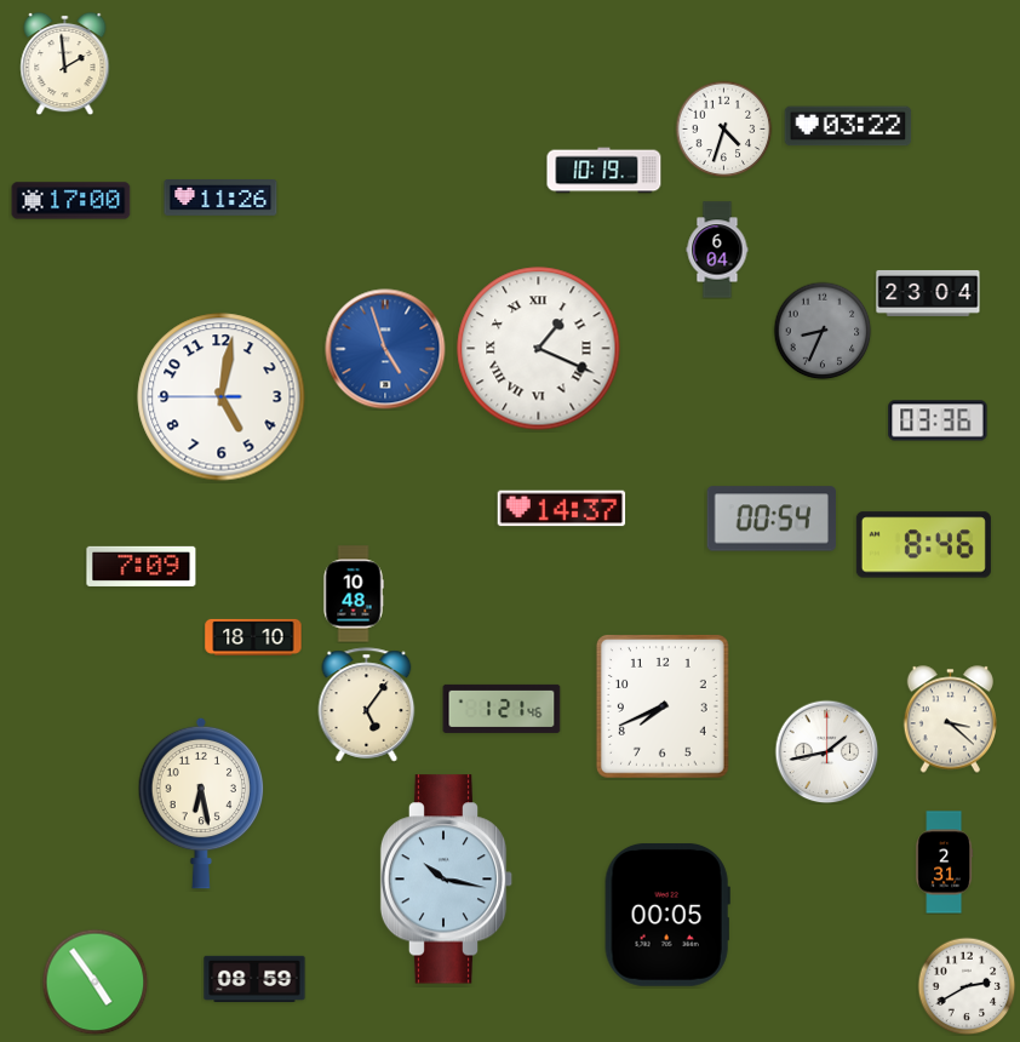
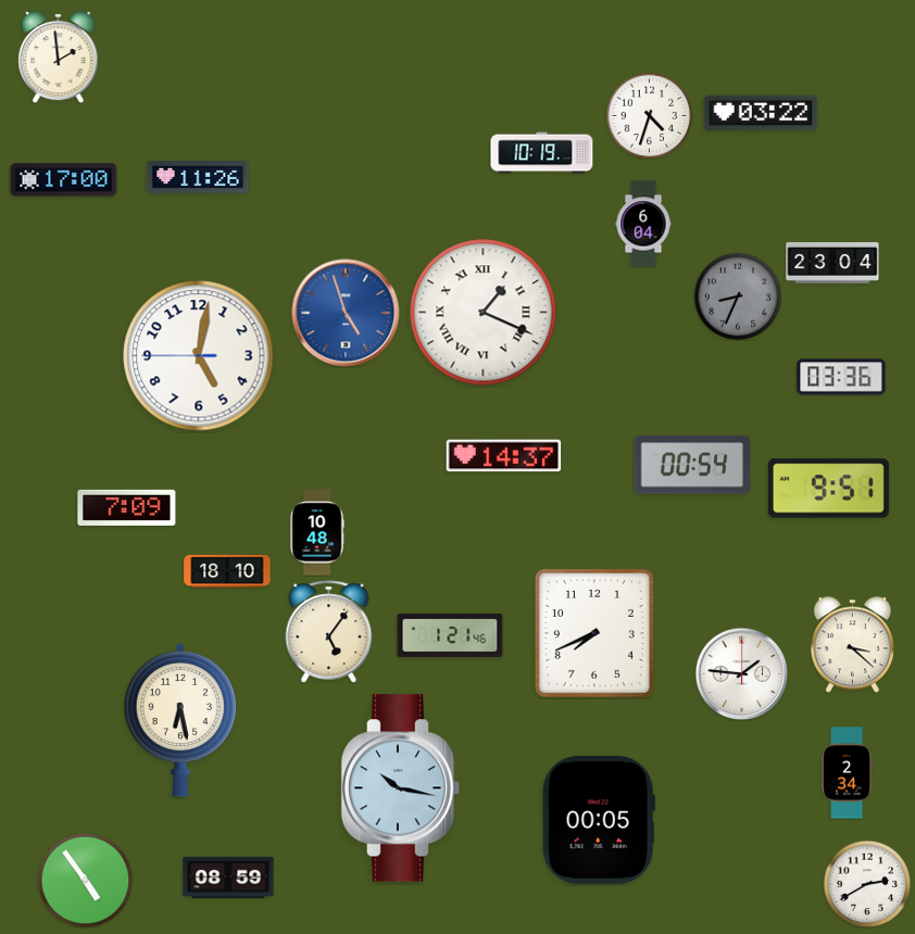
clock at (923, 545): 8:46 -> 9:51
clock at (826, 751): 1:43 -> 1:46
clock at (945, 863): 2:31 -> 2:34
